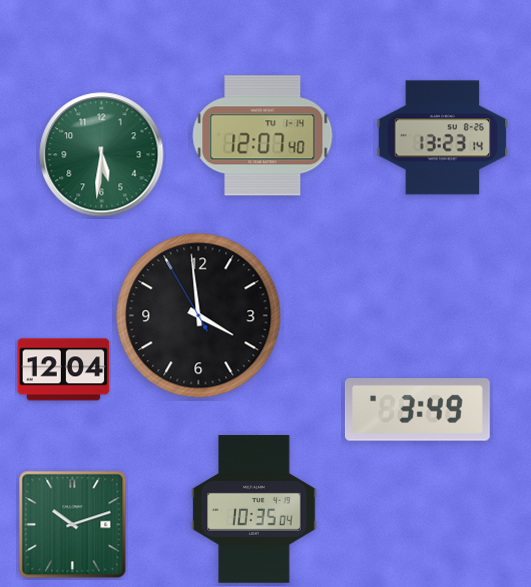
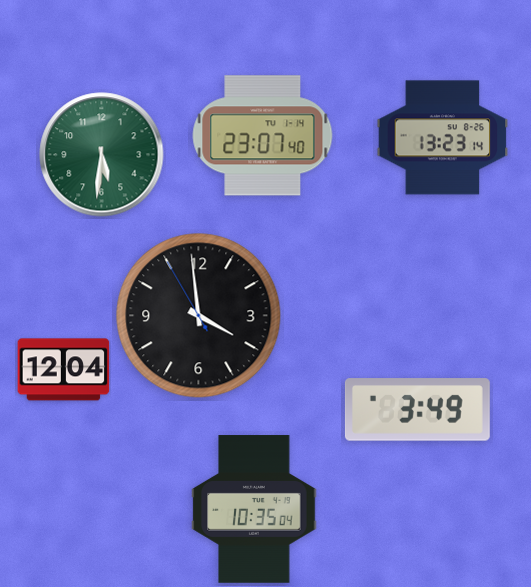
clock at (263, 136): 12:07 -> 23:07
clock at (73, 525): 10:12 -> none
